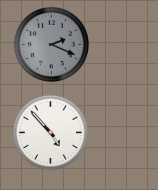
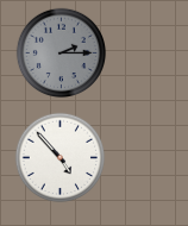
clock at (52, 45): 2:19 -> 2:15
